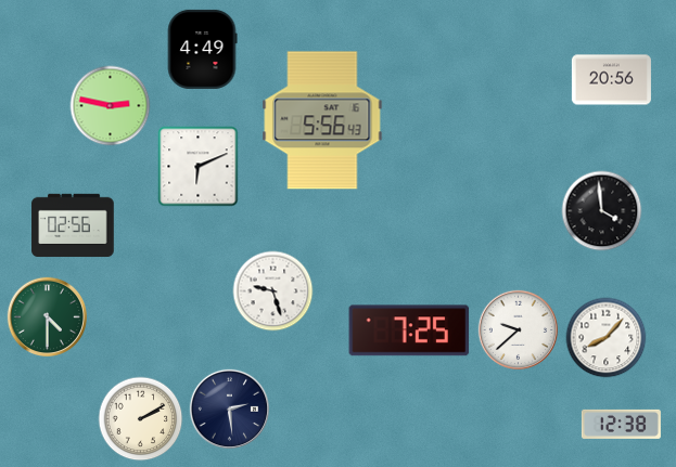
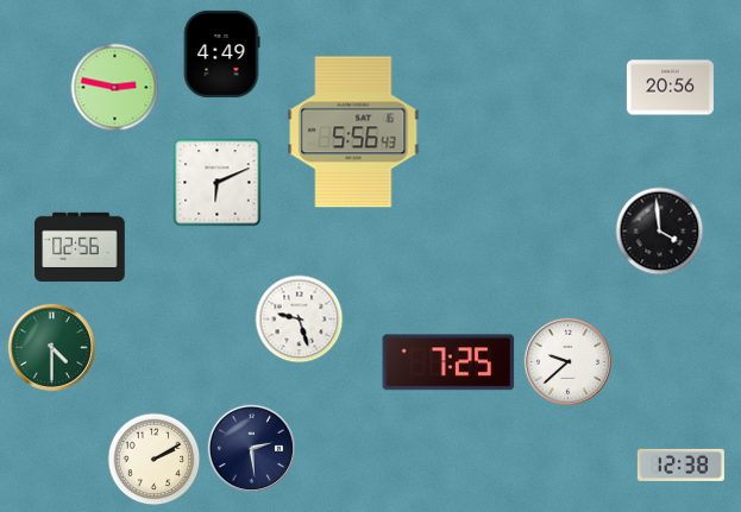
clock at (111, 106) position: (111, 106) -> (115, 88)
clock at (607, 338): 8:07 -> none
